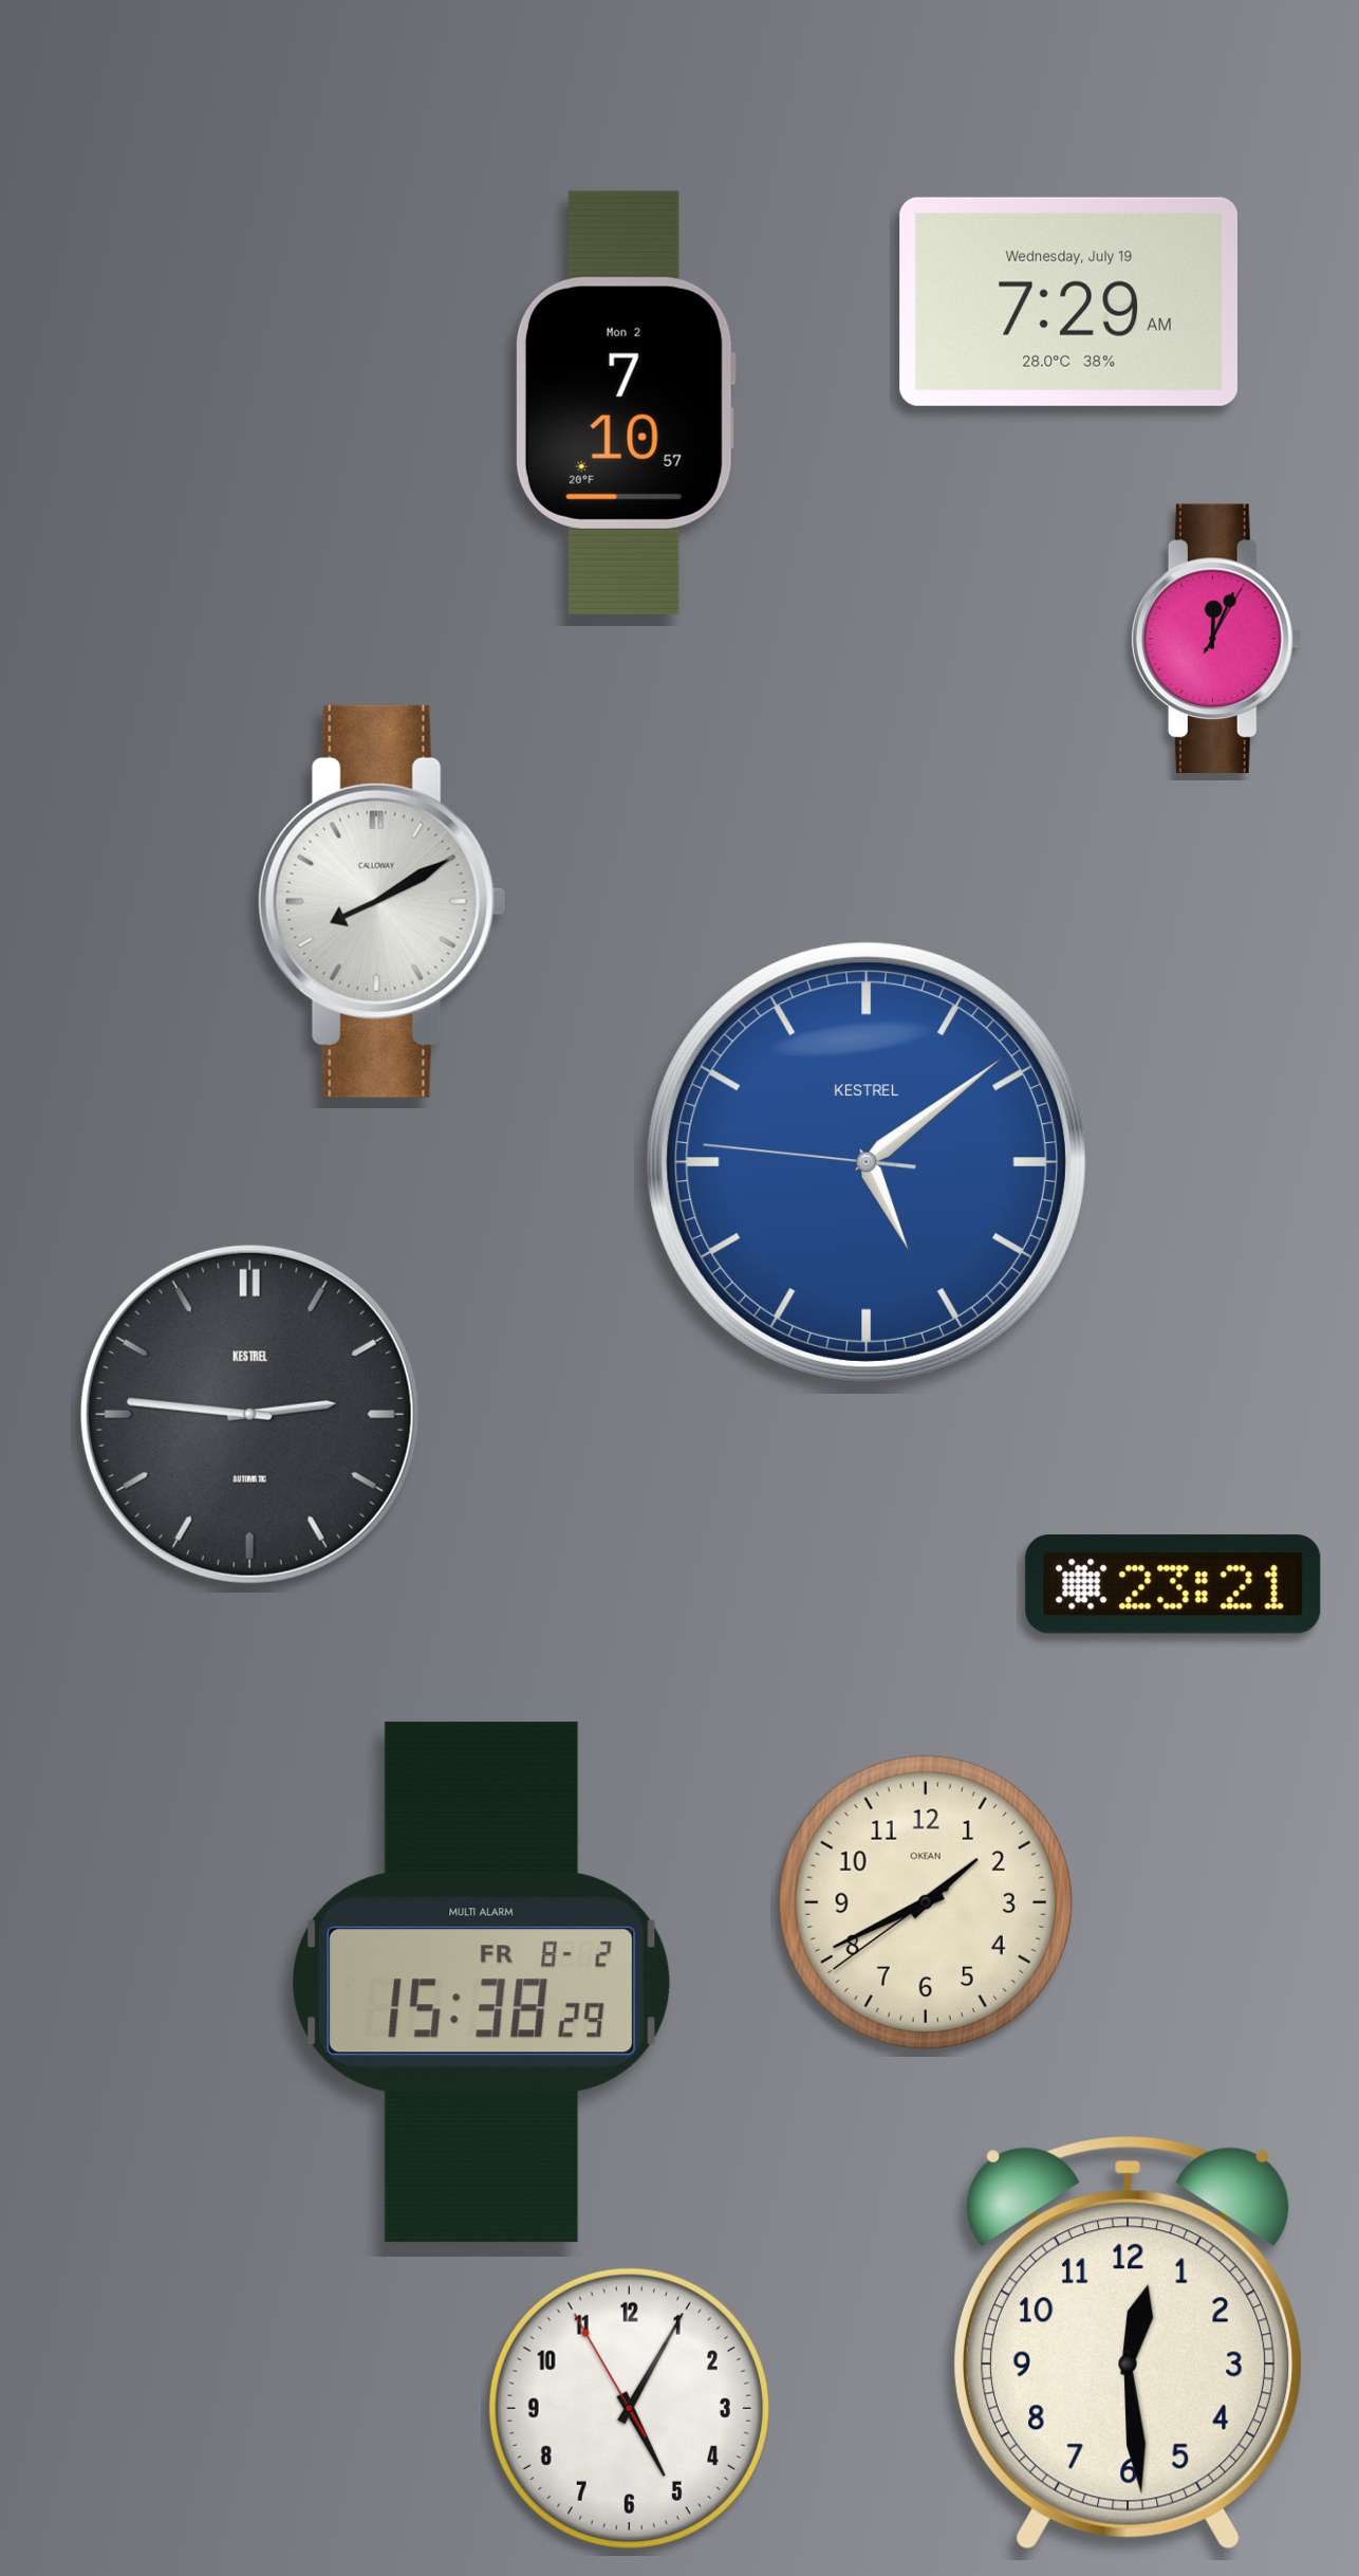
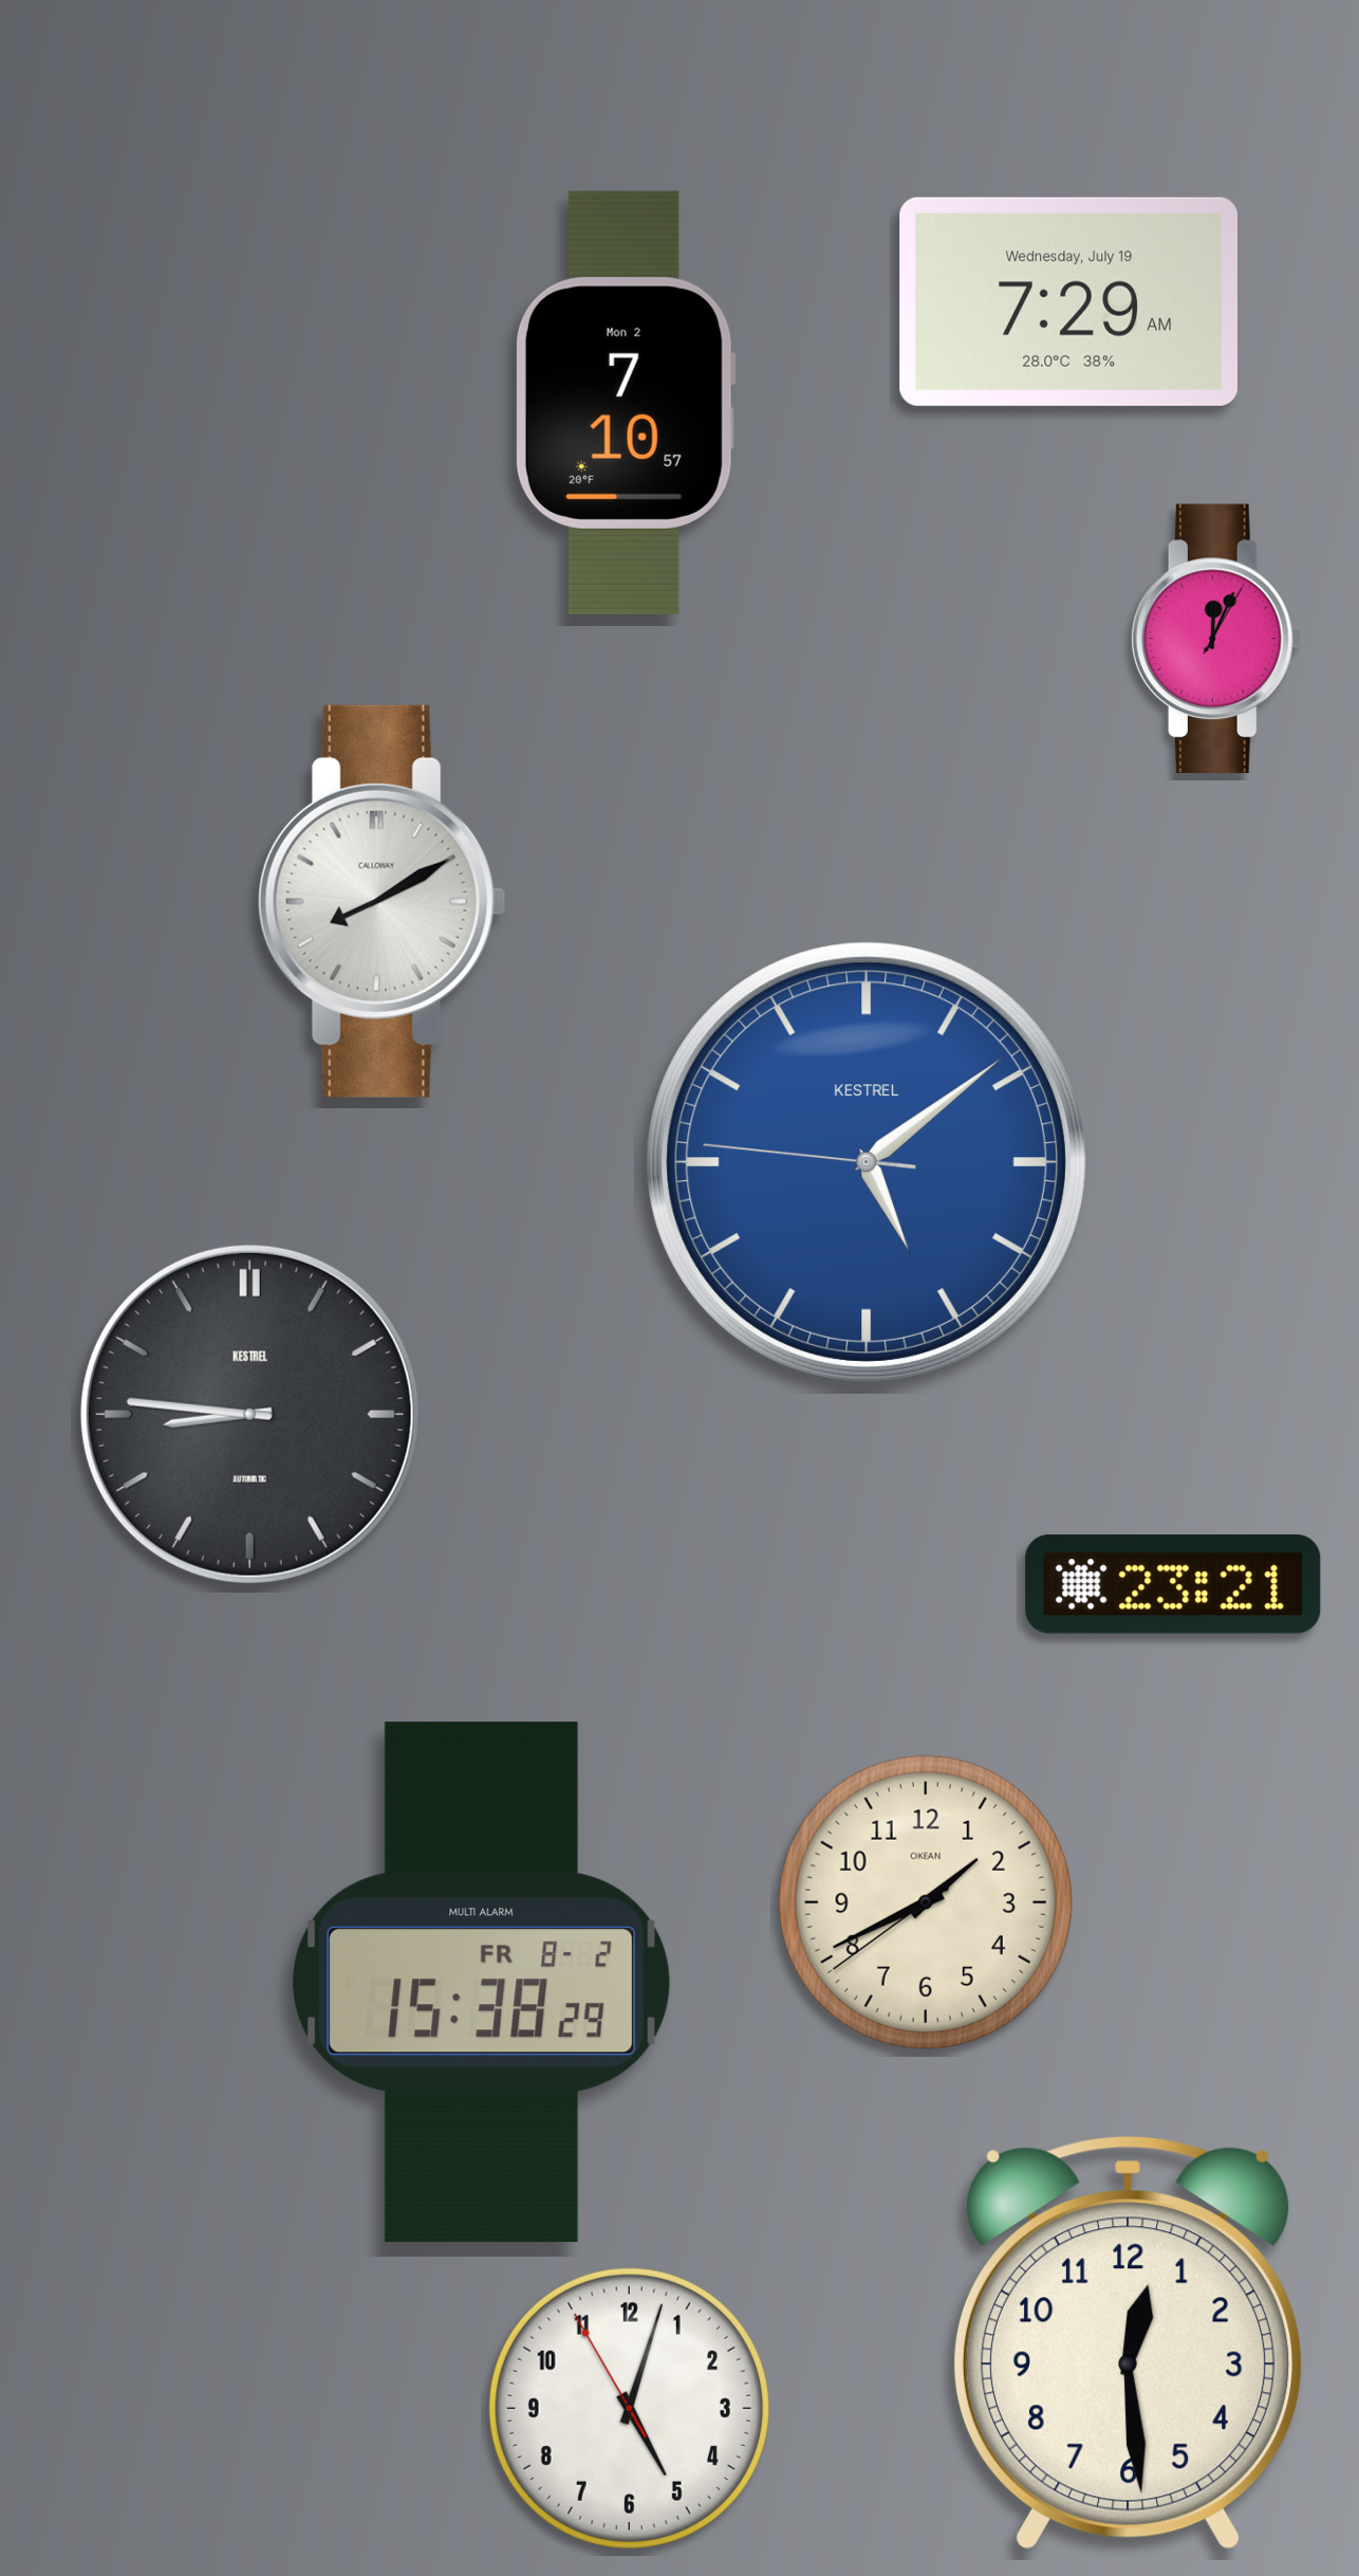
clock at (249, 1414): 2:46 -> 8:46
clock at (629, 2408): 5:04 -> 5:02
